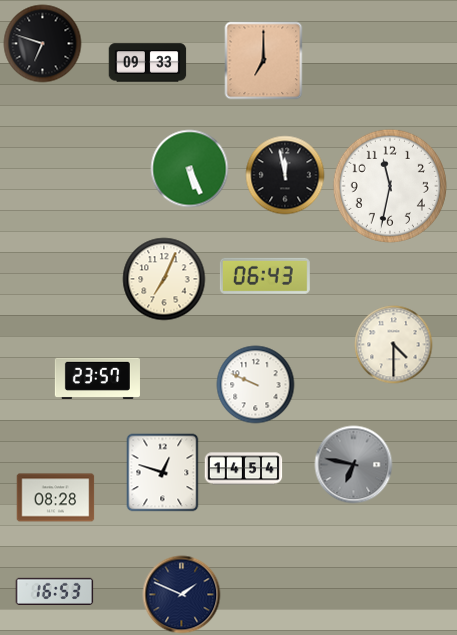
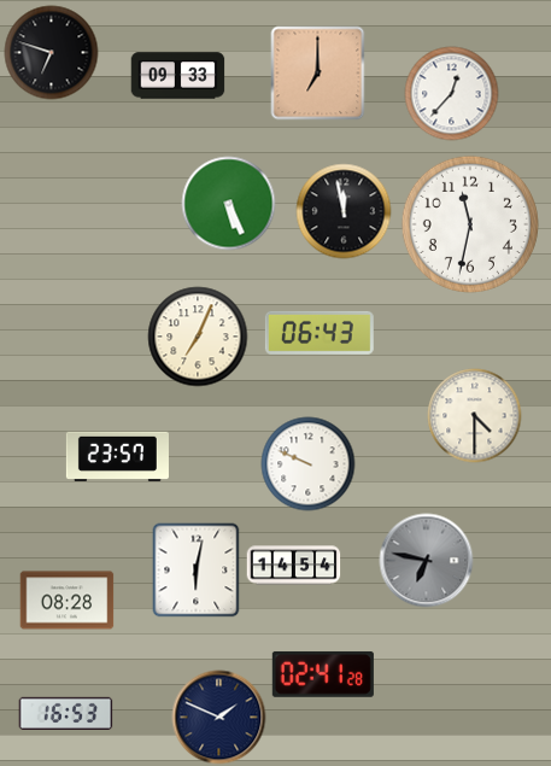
clock at (451, 93): none -> 12:37
clock at (163, 472): 12:48 -> 6:02
clock at (323, 674): none -> 02:41
